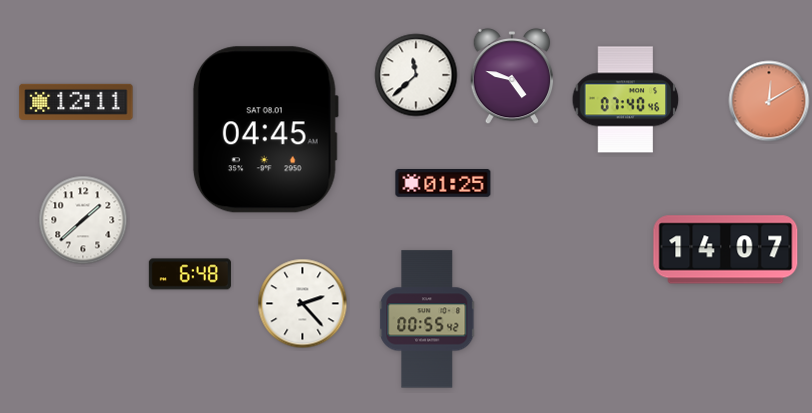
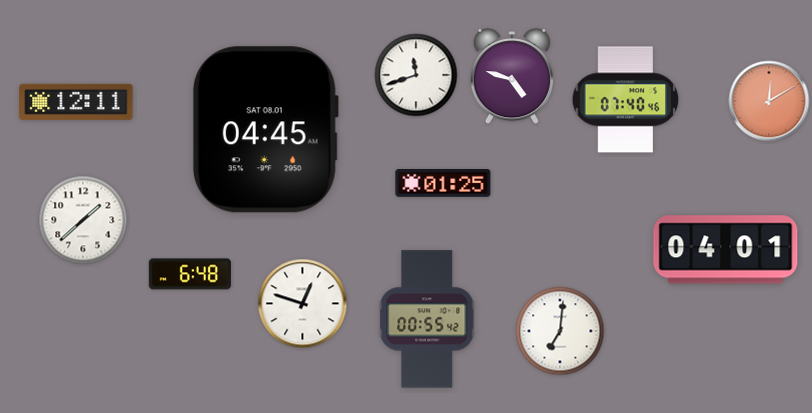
clock at (416, 75): 11:38 -> 11:42
clock at (726, 250): 14:07 -> 04:01
clock at (303, 304): 2:23 -> 12:48
clock at (560, 331): none -> 7:01
